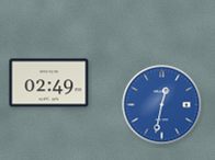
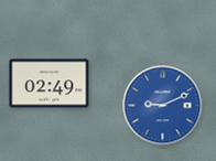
clock at (162, 105): 12:32 -> 9:11
